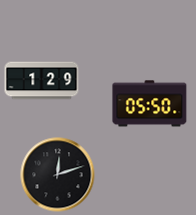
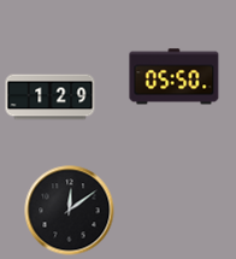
clock at (150, 104) position: (150, 104) -> (175, 77)
clock at (58, 175): 12:12 -> 12:09
